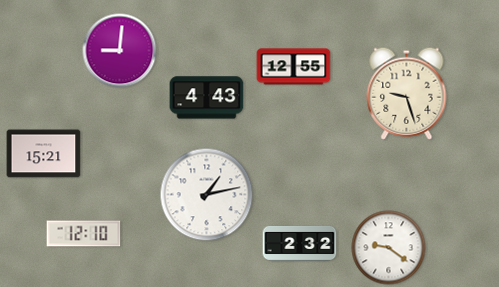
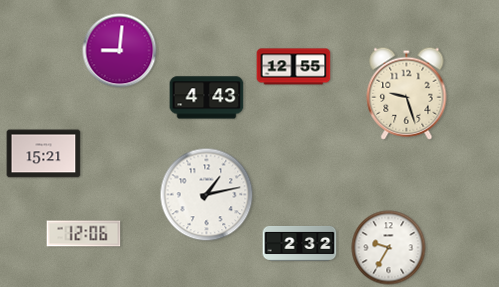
clock at (84, 234): 12:10 -> 12:06
clock at (389, 248): 9:21 -> 9:35
